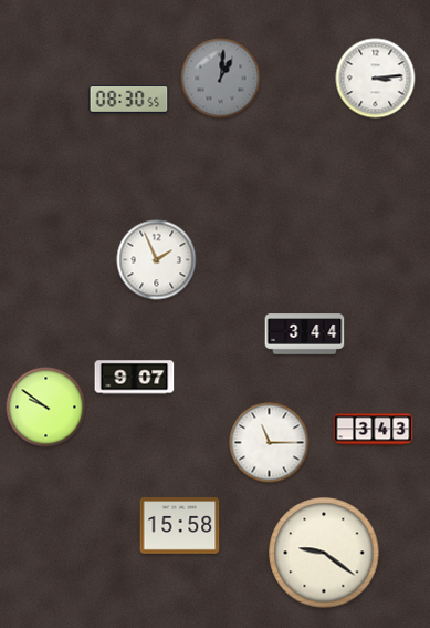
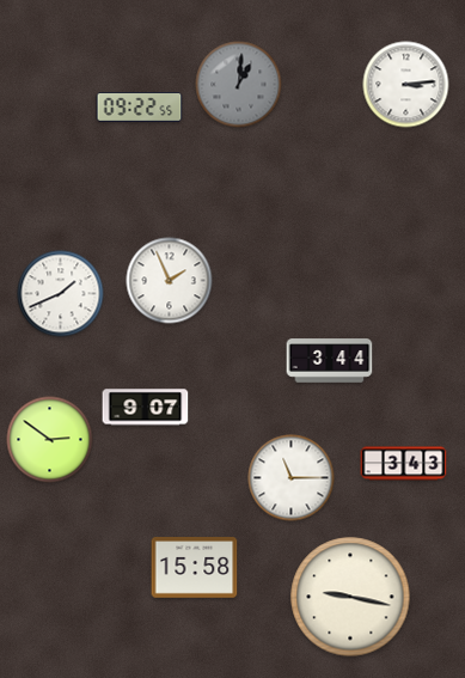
clock at (129, 100): 08:30 -> 09:22
clock at (61, 294): none -> 1:41
clock at (46, 408): 9:51 -> 2:51
clock at (324, 553): 9:21 -> 9:17
